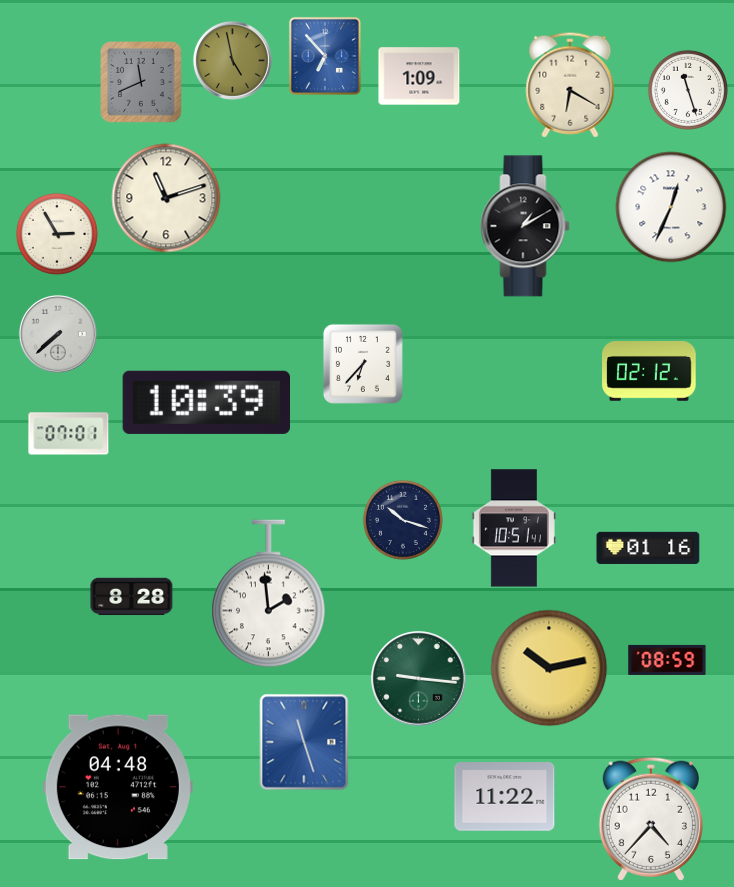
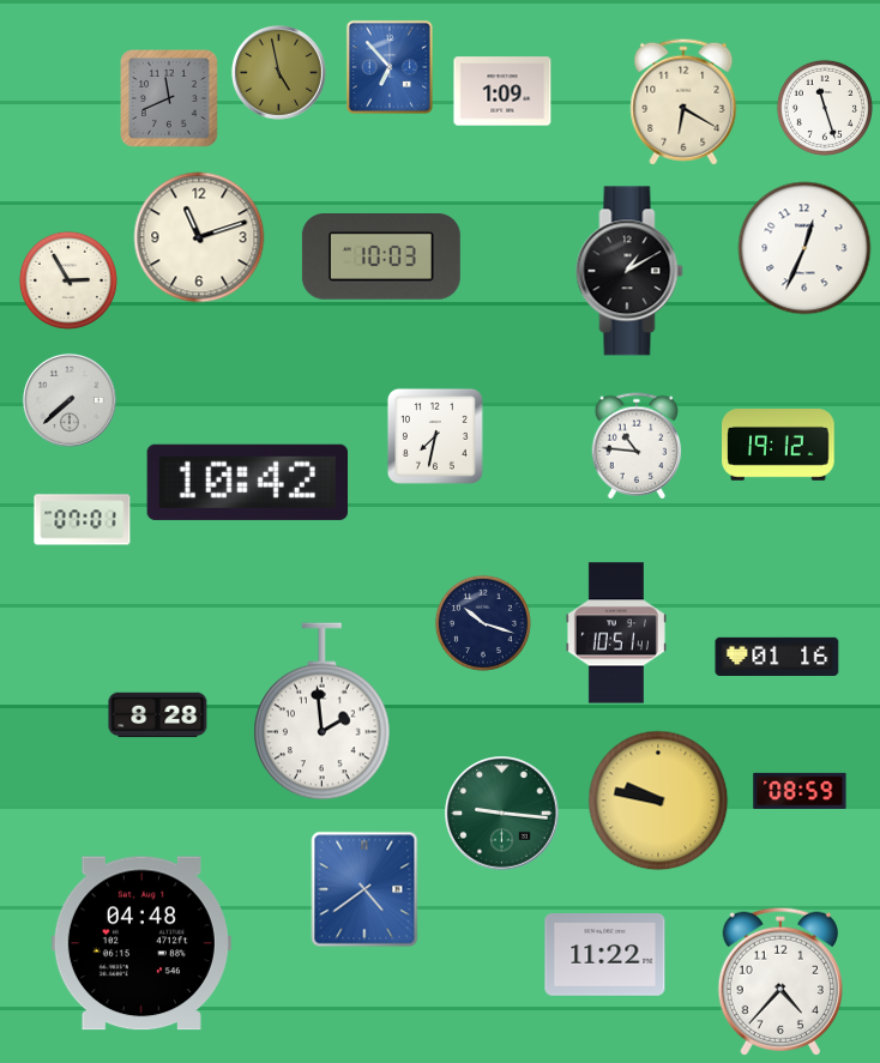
clock at (381, 258): none -> 10:03
clock at (363, 364): 6:37 -> 7:32
clock at (637, 446): none -> 10:46
clock at (649, 372): 02:12 -> 19:12
clock at (206, 402): 10:39 -> 10:42
clock at (549, 668): 10:13 -> 9:47
clock at (304, 742): 11:27 -> 4:39
